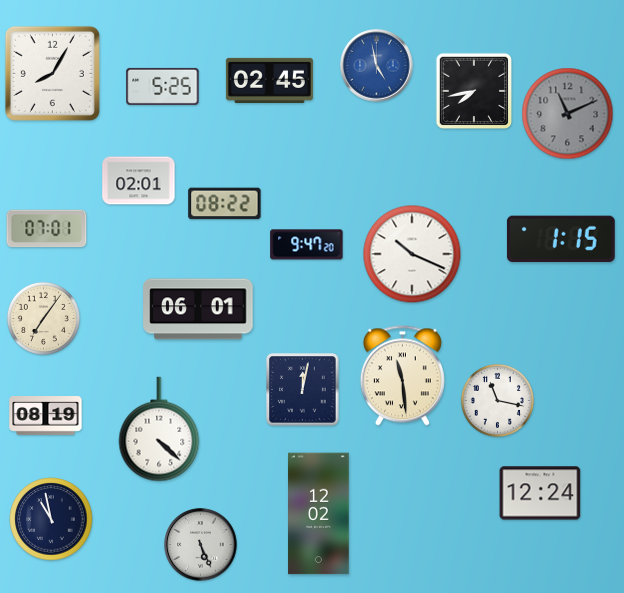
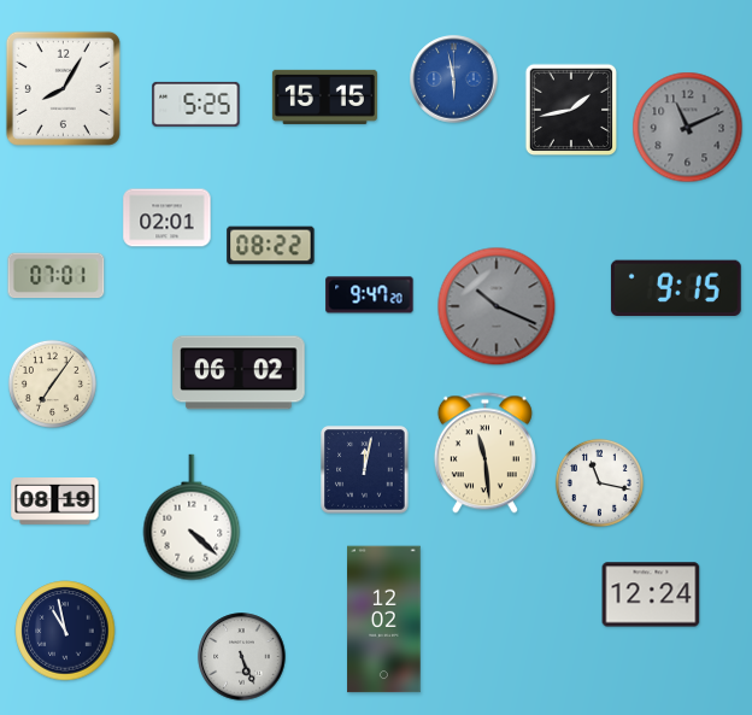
clock at (377, 66): 4:58 -> 5:58
clock at (269, 80): 02:45 -> 15:15
clock at (473, 90): 7:43 -> 1:43
clock at (568, 114) position: (568, 114) -> (688, 128)
clock at (561, 239): 1:15 -> 9:15
clock at (412, 254) dial: white -> grey
clock at (198, 309): 06:01 -> 06:02
clock at (51, 519) position: (51, 519) -> (65, 631)
